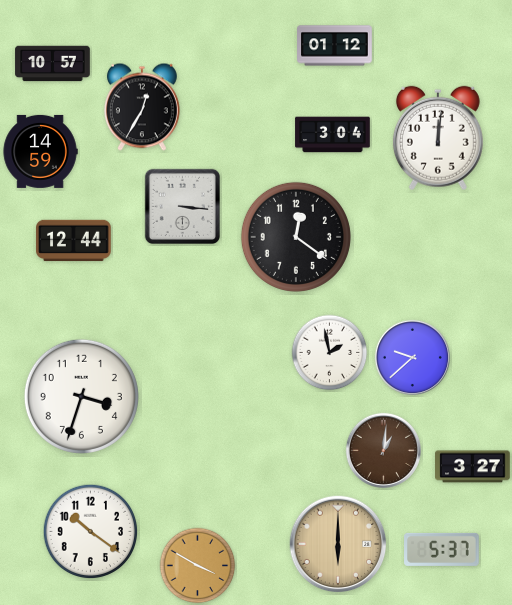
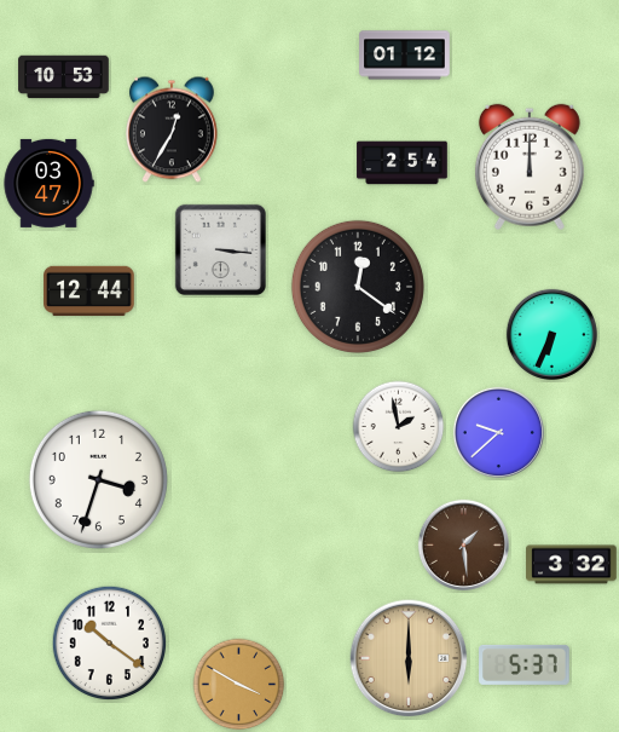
clock at (53, 64): 10:57 -> 10:53
clock at (333, 135): 3:04 -> 2:54
clock at (438, 138): 12:01 -> 12:00
clock at (40, 151): 14:59 -> 03:47
clock at (551, 334): none -> 6:34
clock at (383, 450): 1:01 -> 1:29
clock at (473, 467): 3:27 -> 3:32
clock at (442, 549) position: (442, 549) -> (525, 664)
